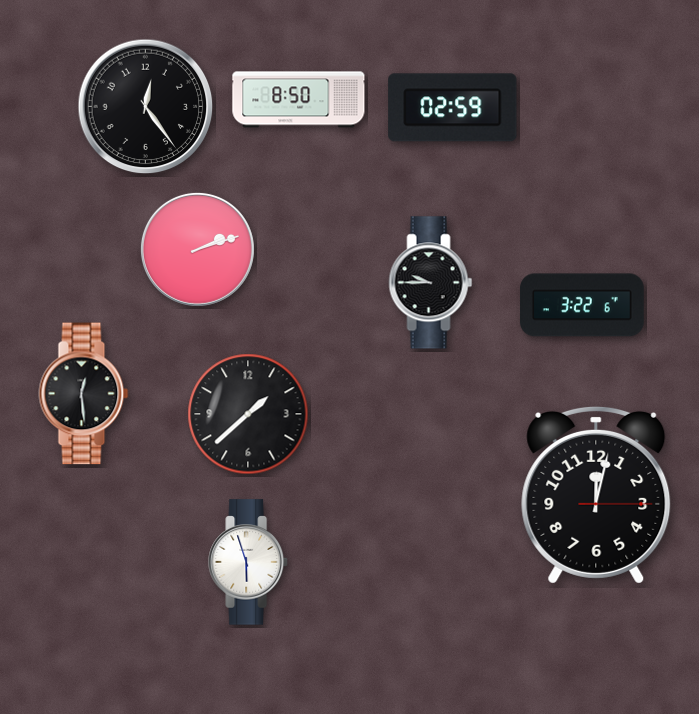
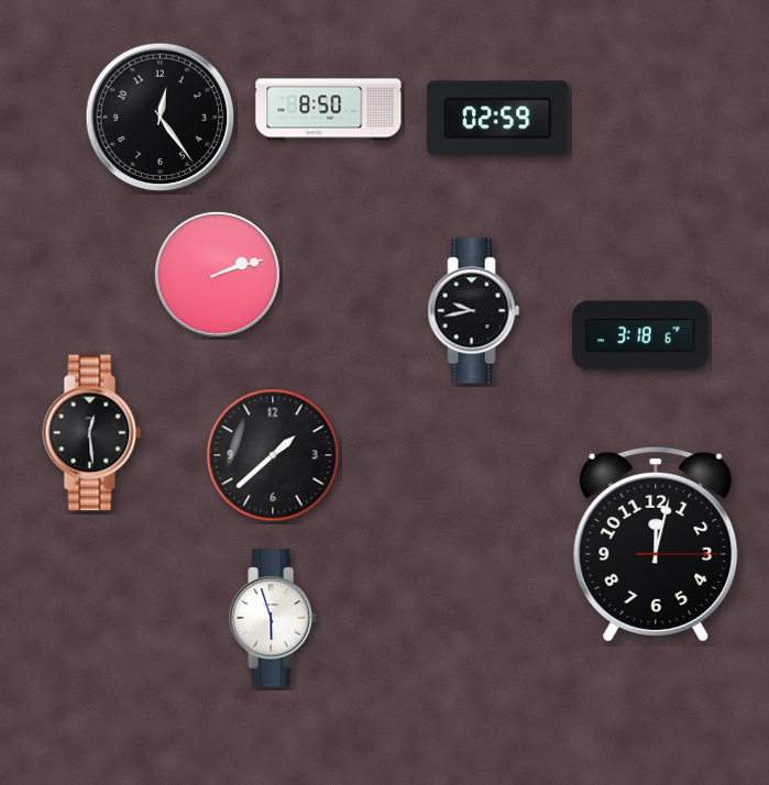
clock at (431, 283): 9:45 -> 9:43
clock at (582, 305): 3:22 -> 3:18
